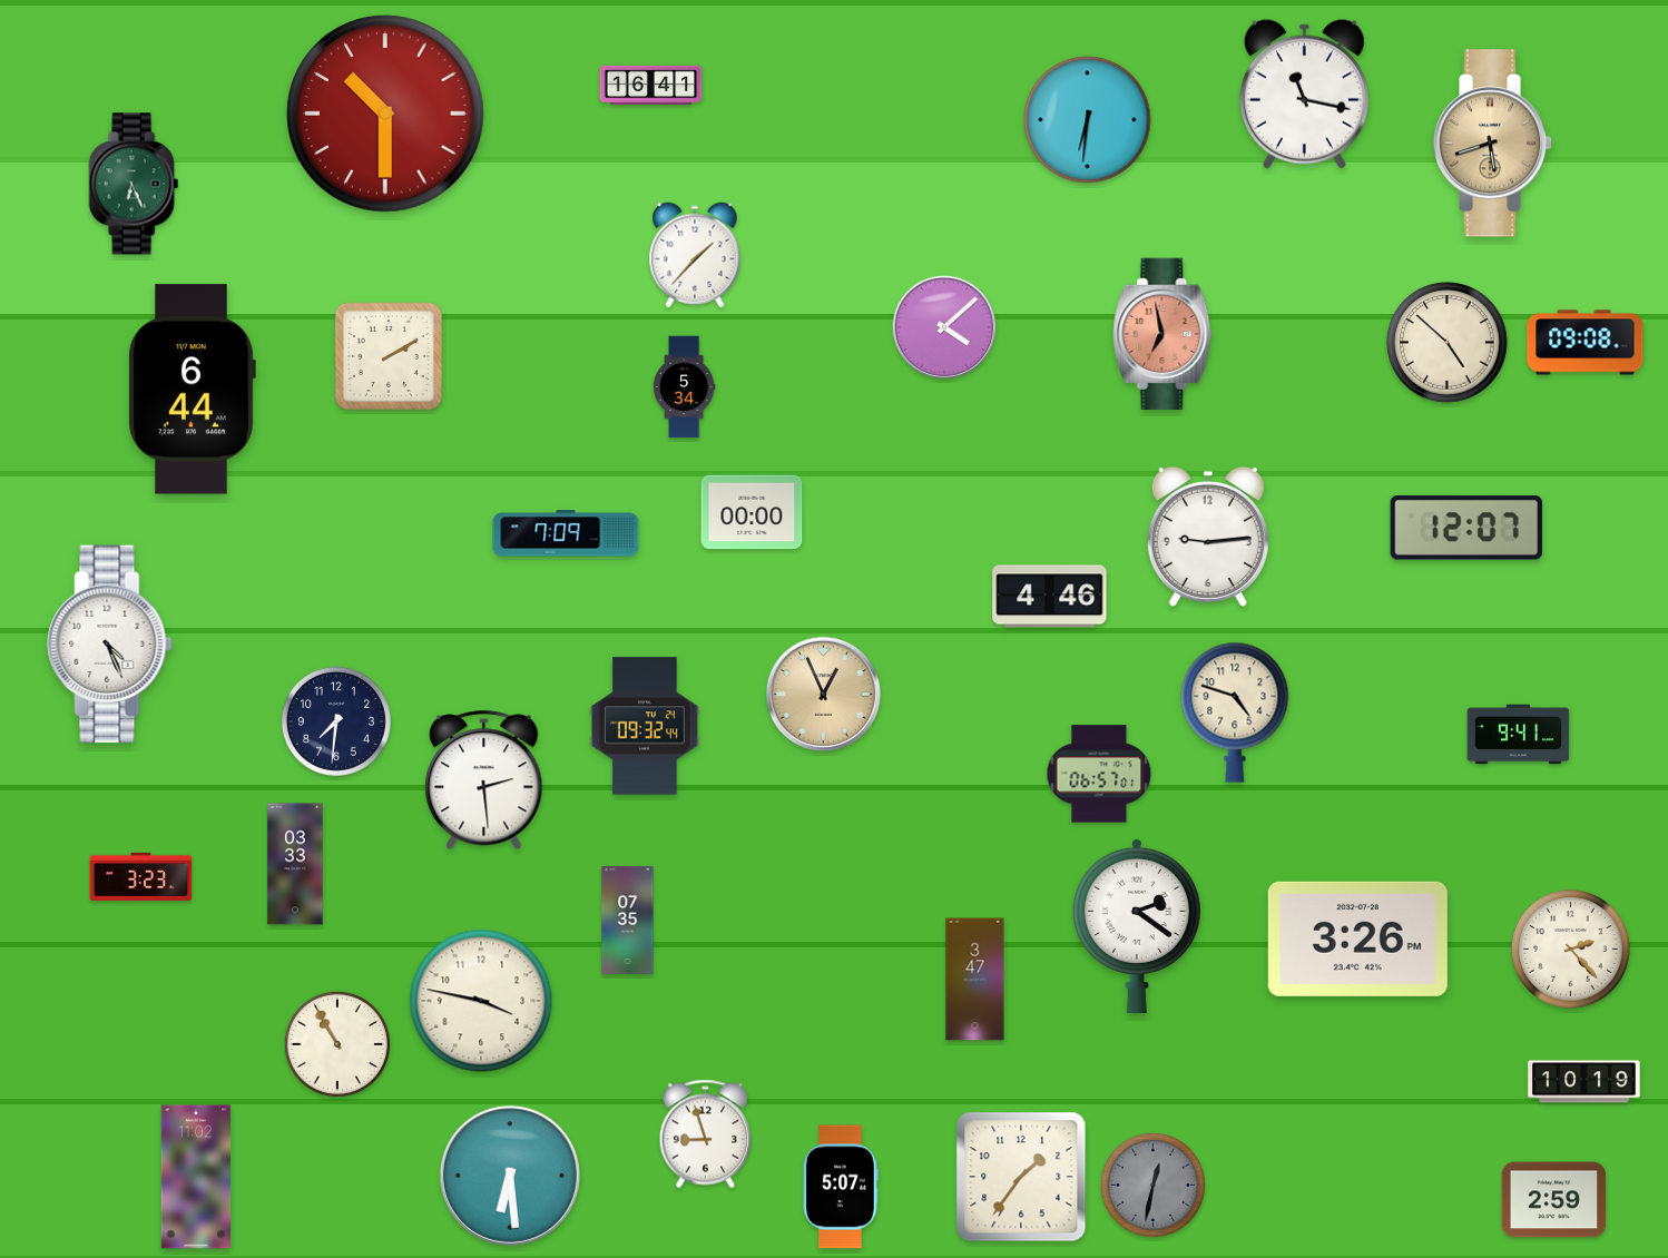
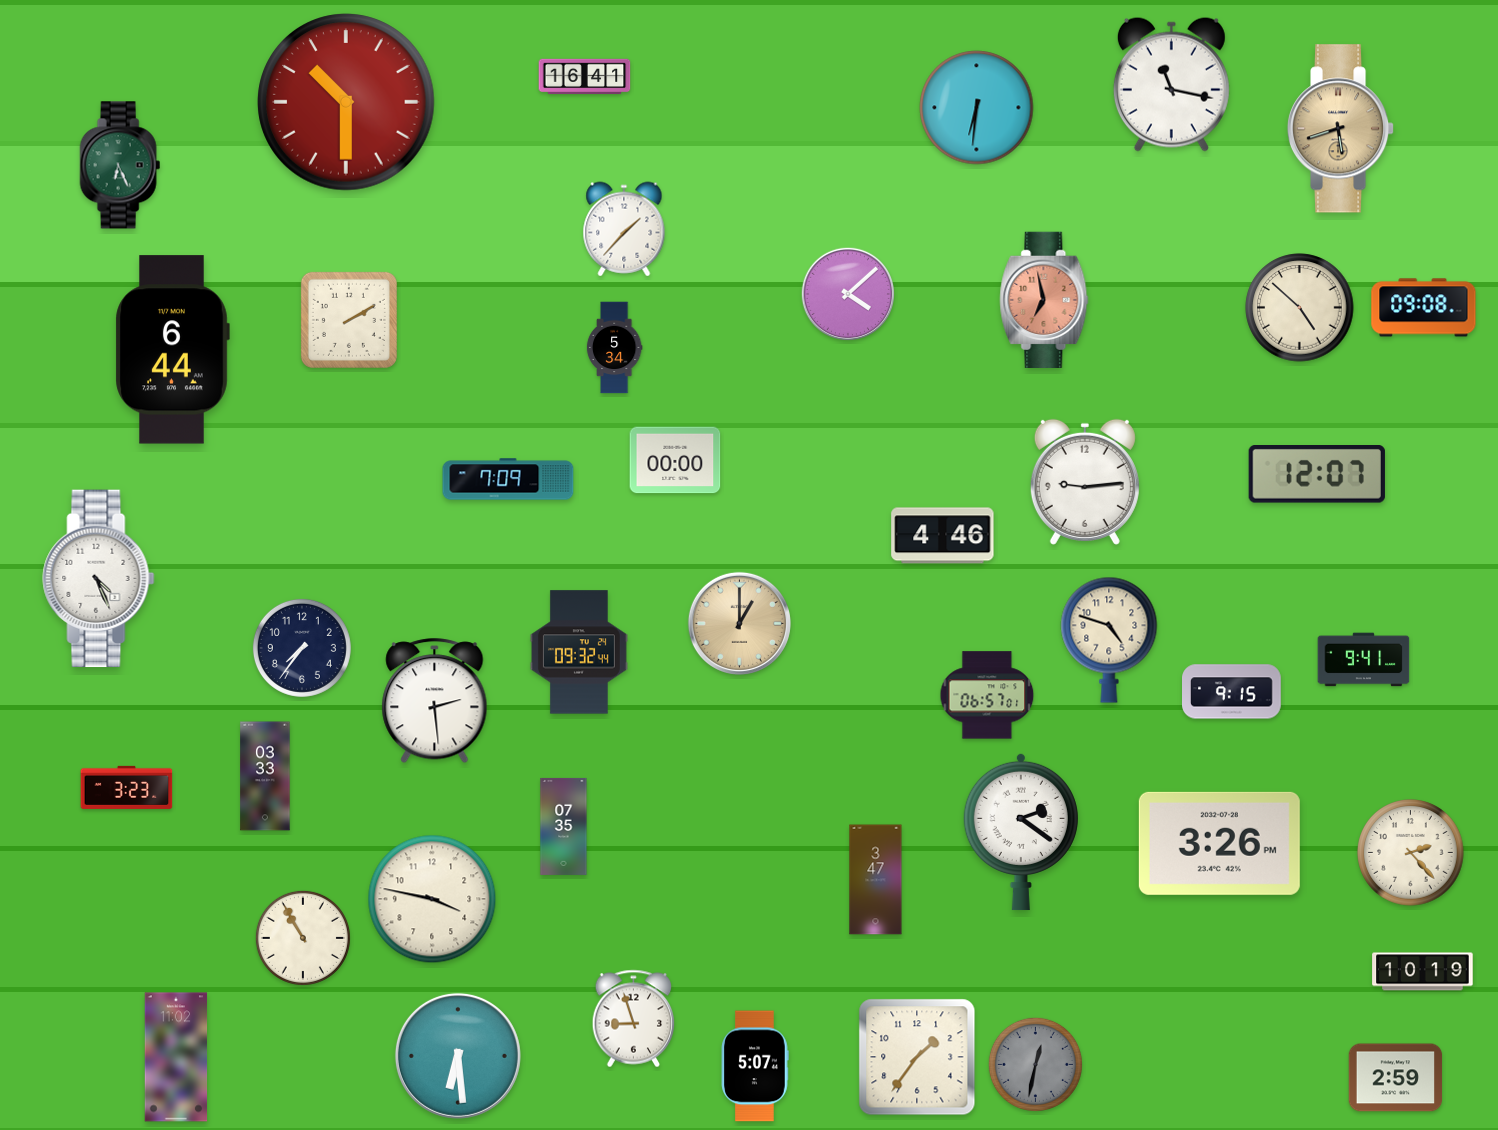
clock at (823, 694): 12:56 -> 1:00
clock at (336, 721): 7:31 -> 7:36
clock at (1232, 692): none -> 9:15
